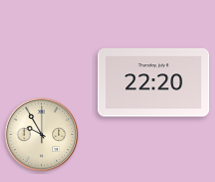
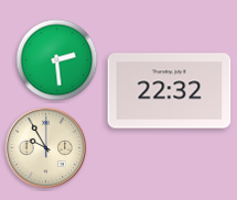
clock at (57, 60): none -> 2:29
clock at (154, 83): 22:20 -> 22:32
